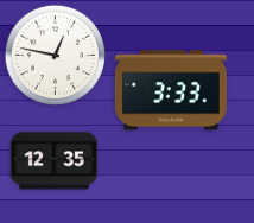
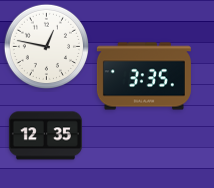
clock at (171, 90): 3:33 -> 3:35
